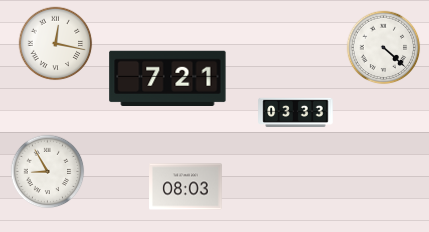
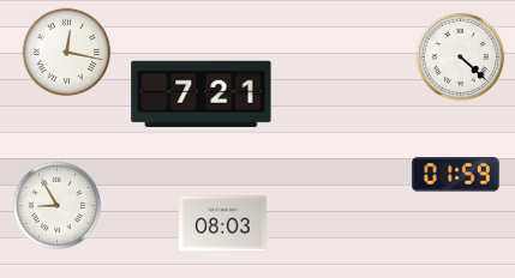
clock at (296, 112): 03:33 -> none
clock at (456, 175): none -> 01:59
